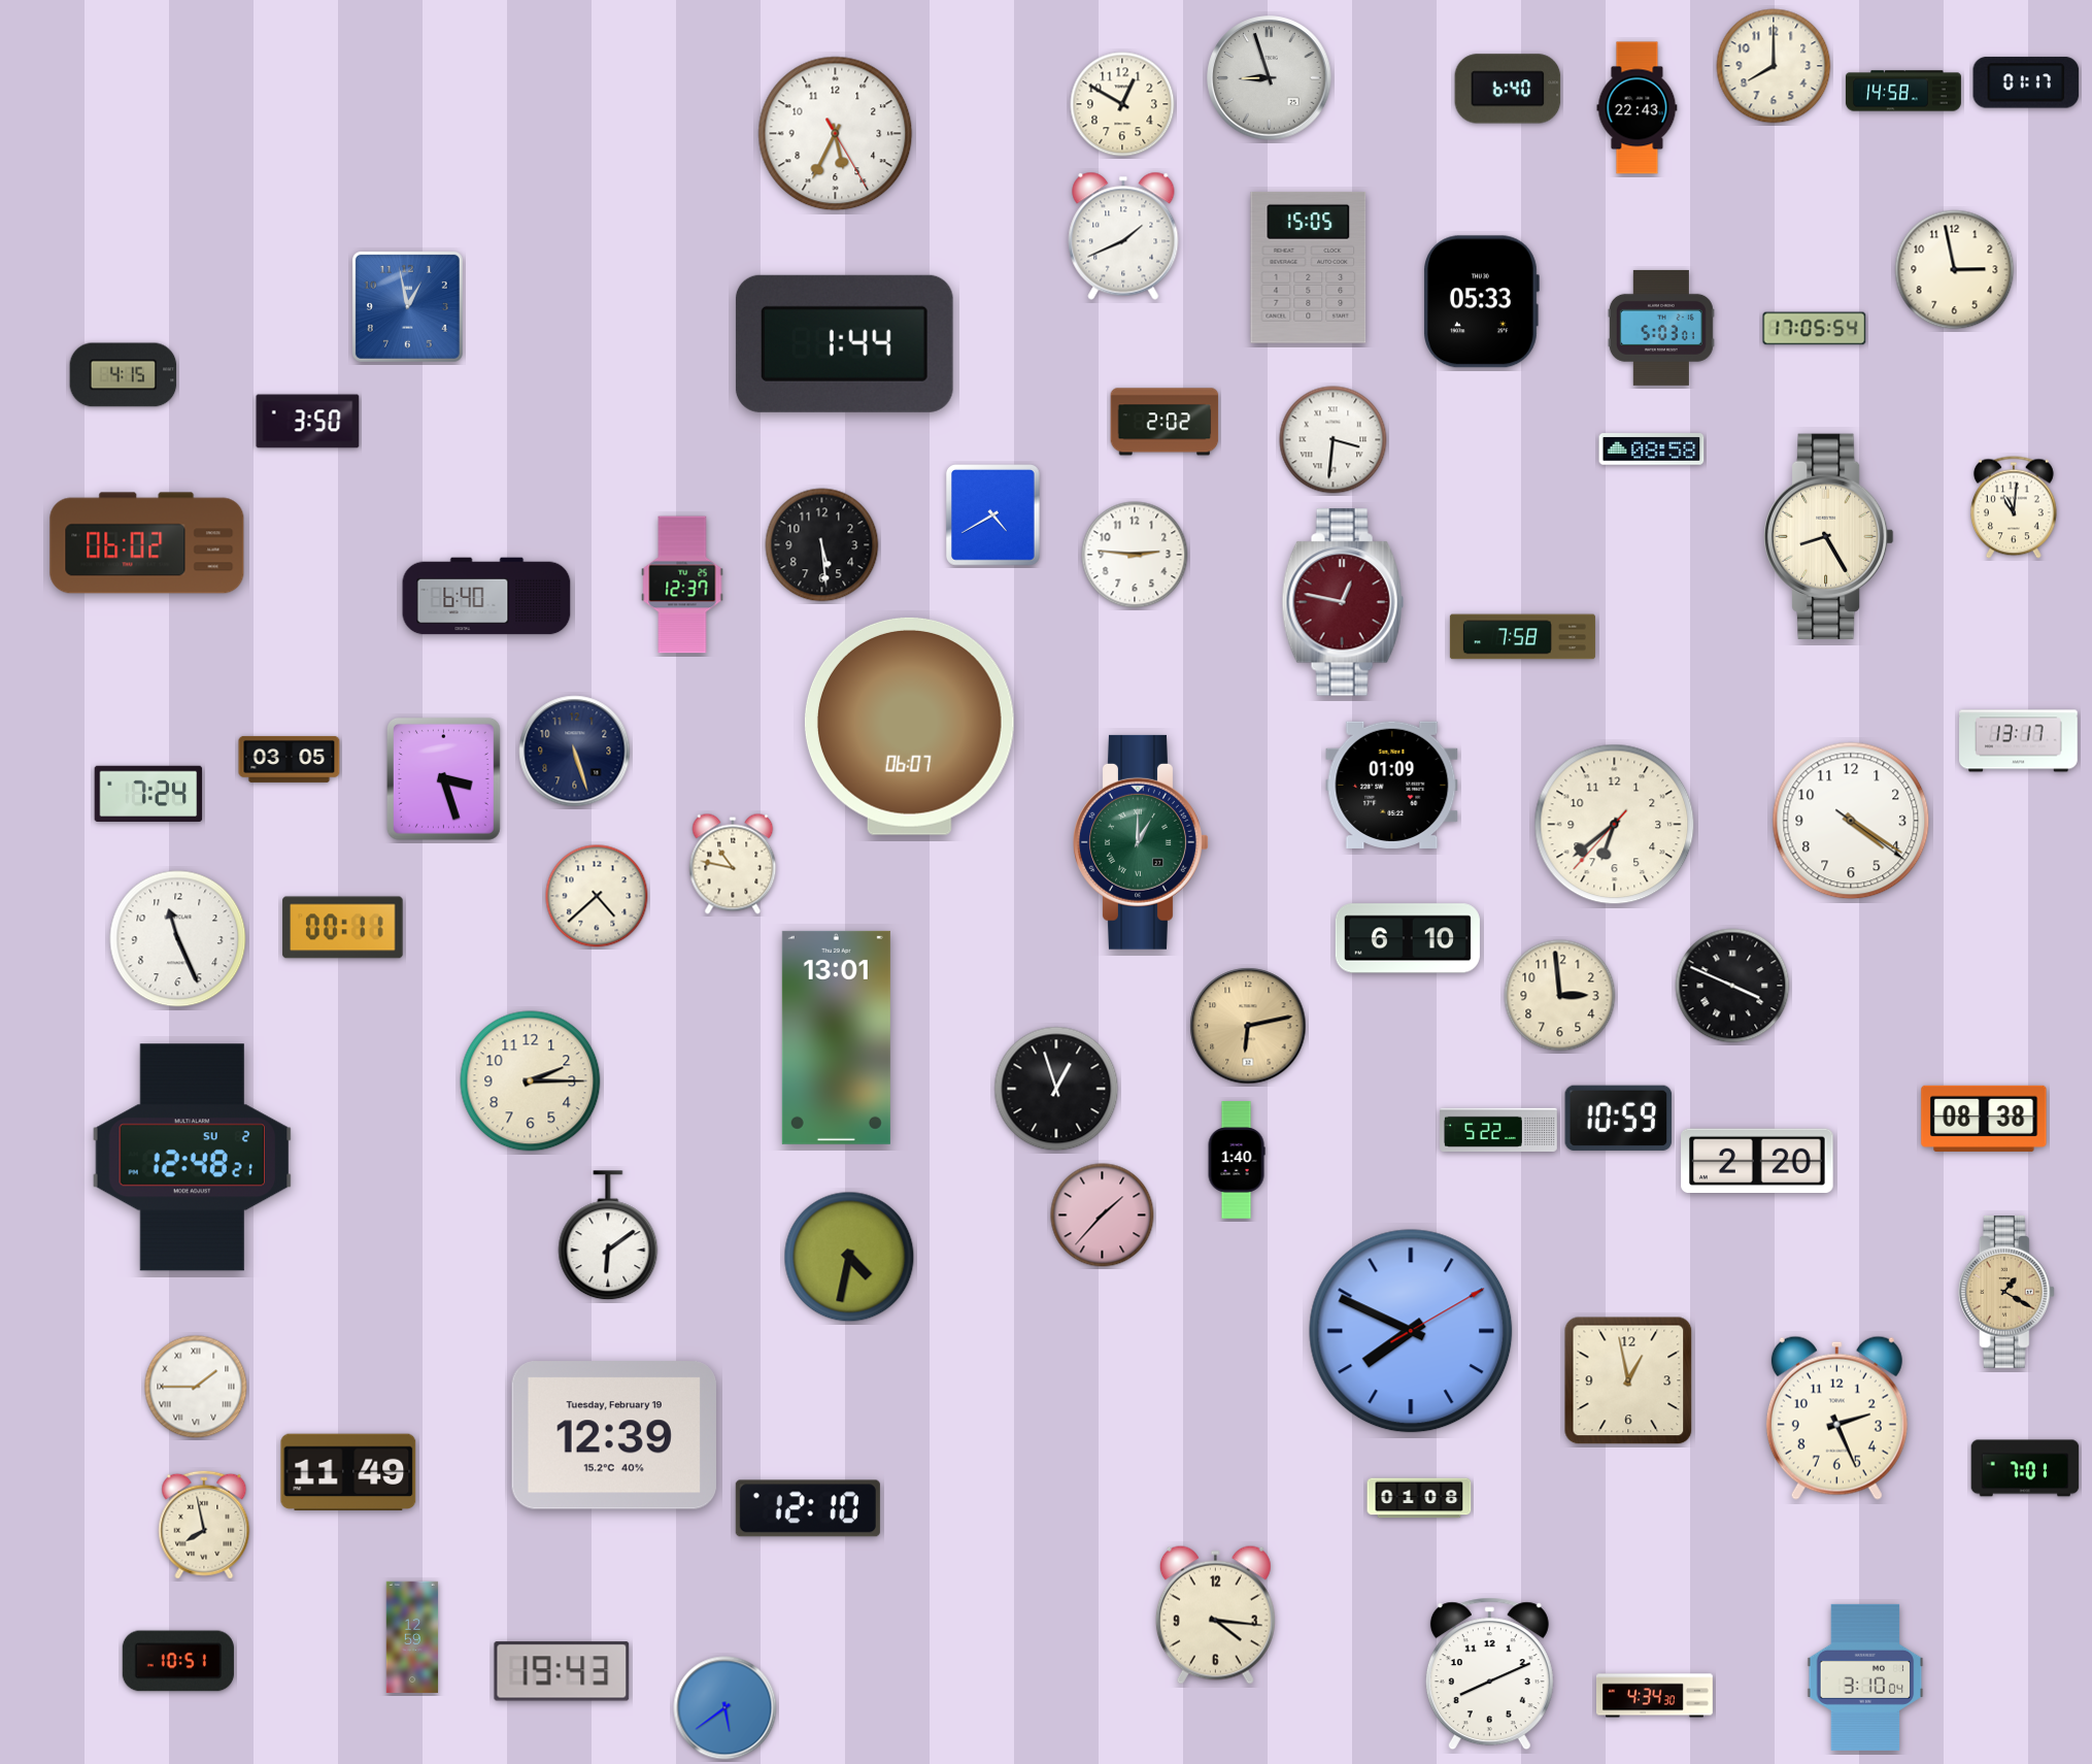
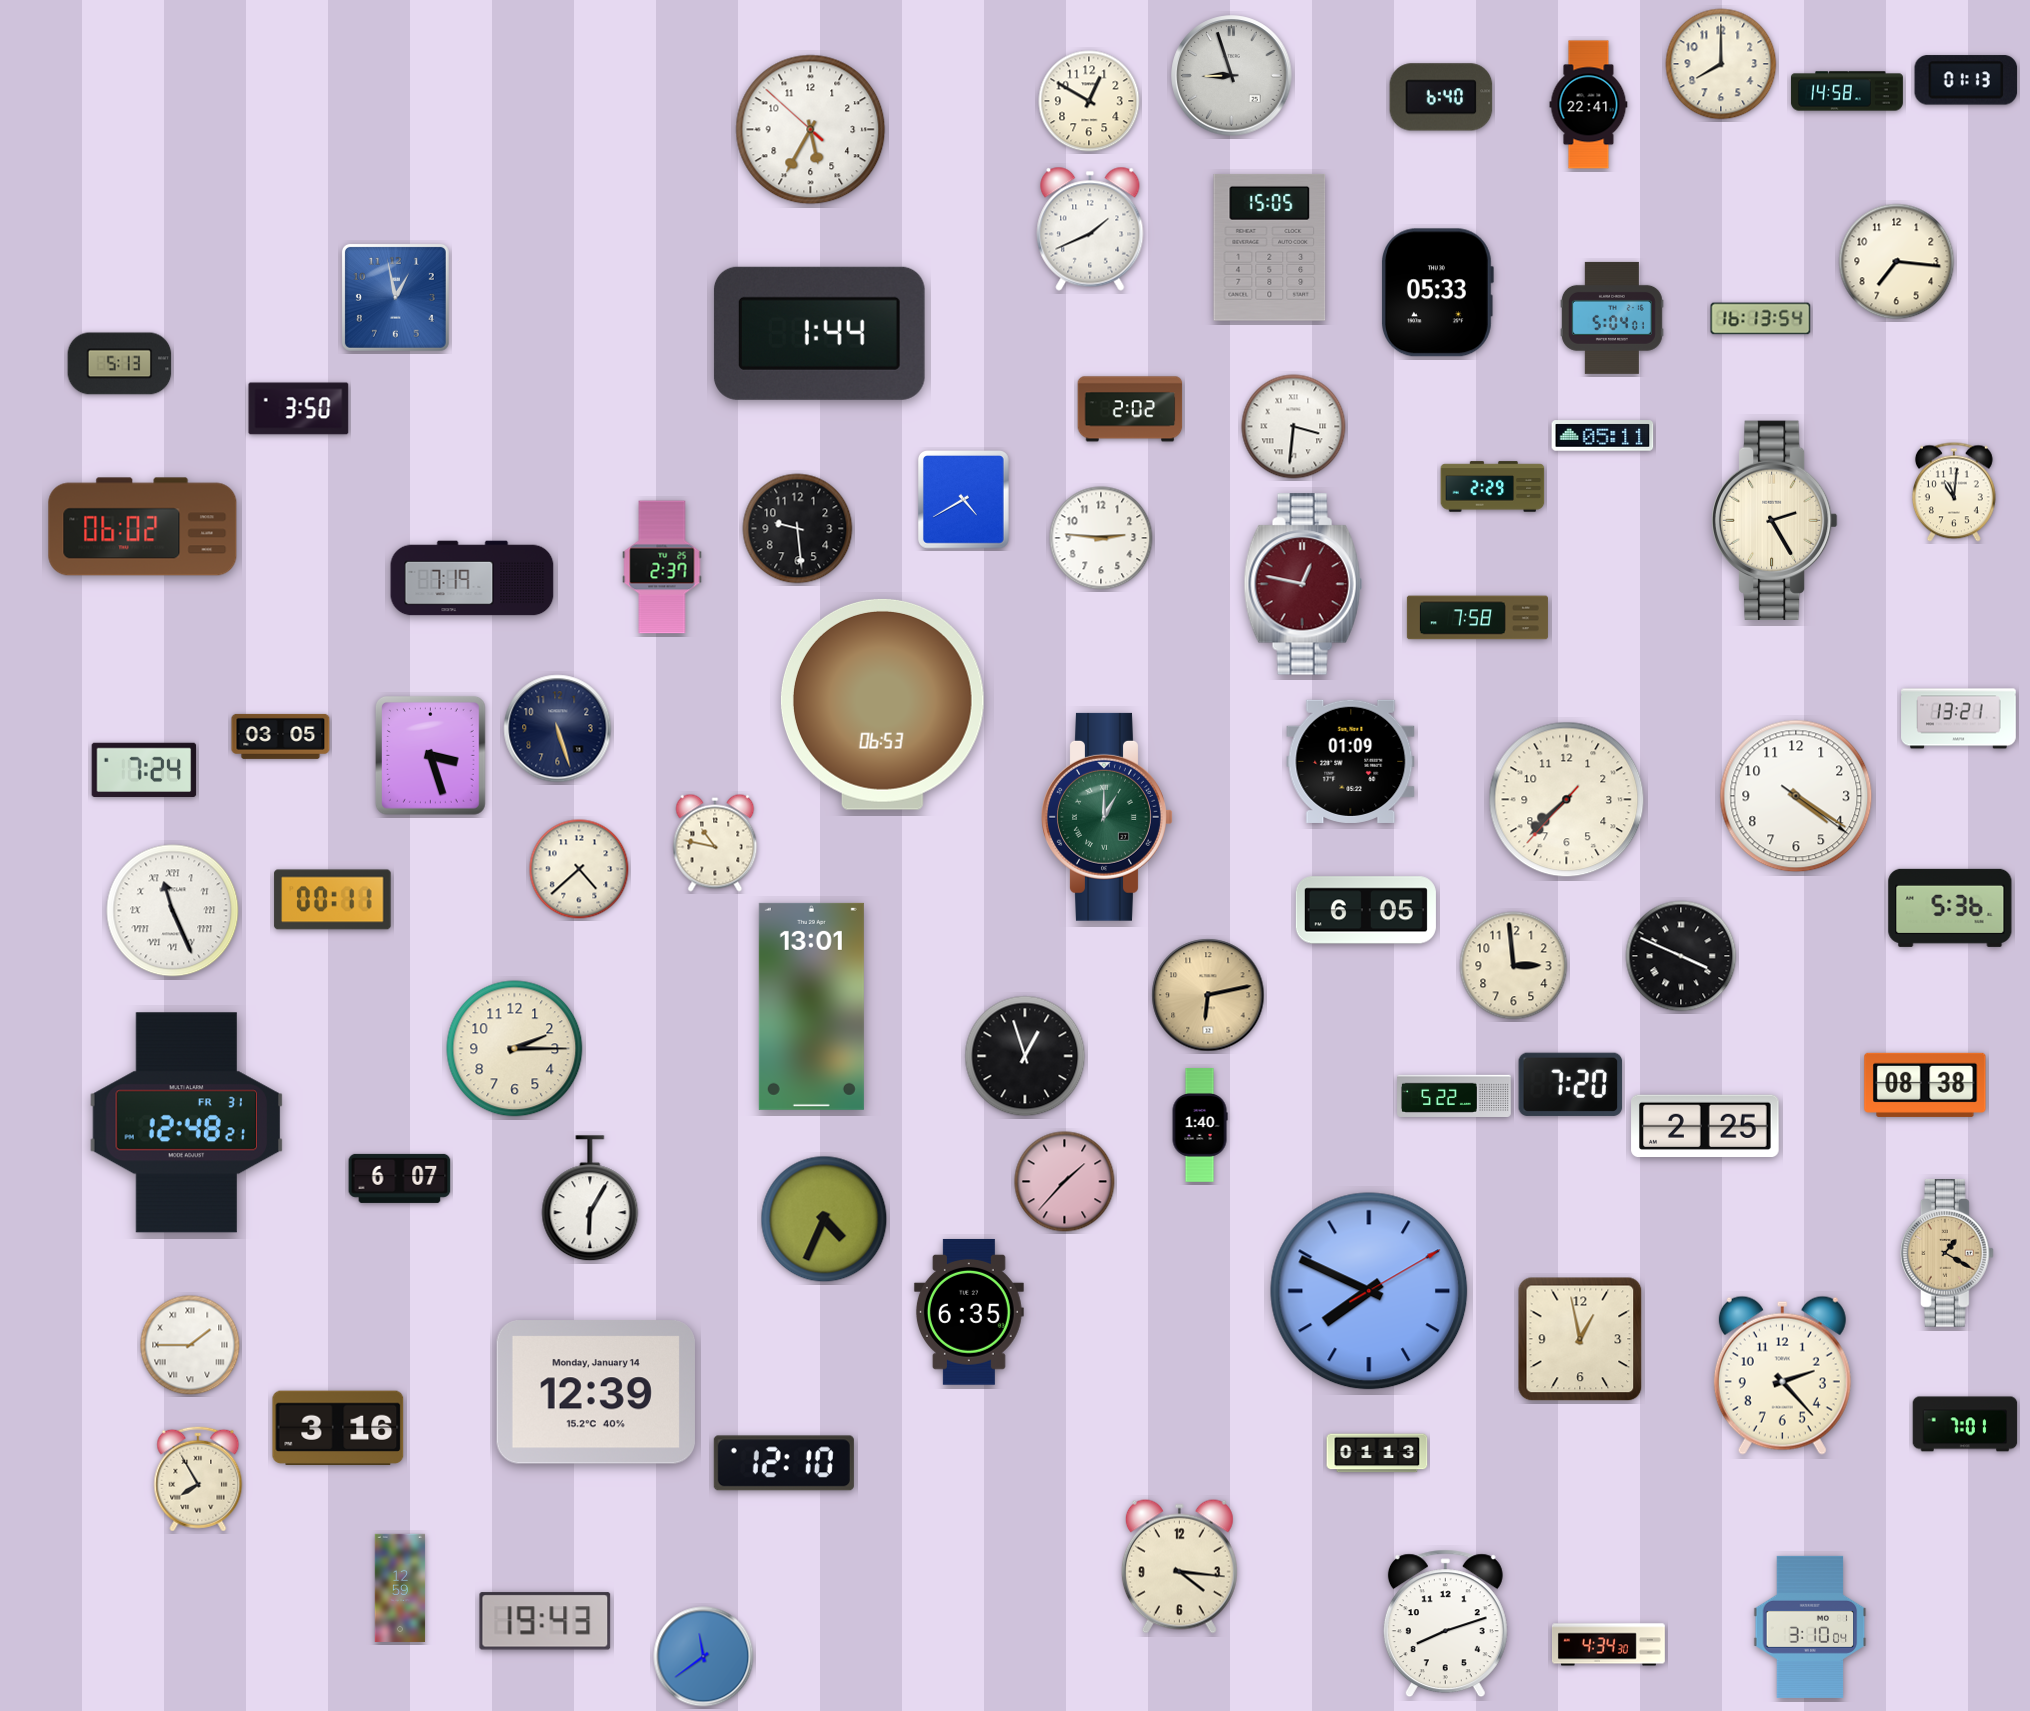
clock at (2026, 82): 01:17 -> 01:13
clock at (1508, 89) position: (1508, 89) -> (1441, 97)
clock at (1903, 91) position: (1903, 91) -> (1847, 91)
clock at (1638, 108): 22:43 -> 22:41
clock at (836, 134): 5:34:25 -> 5:34:52
clock at (1309, 267) position: (1309, 267) -> (1270, 247)
clock at (1955, 270): 2:58 -> 7:16
clock at (1661, 328): 5:03 -> 5:04
clock at (1815, 329): 17:05 -> 16:13
clock at (124, 375): 4:15 -> 5:13
clock at (1652, 450): 08:58 -> 05:11
clock at (1493, 487): none -> 2:29
clock at (1828, 536): 8:25 -> 2:25
clock at (822, 545): 5:29 -> 9:29
clock at (682, 585): 12:37 -> 2:37
clock at (486, 596): 6:40 -> 7:19
clock at (909, 726): 06:07 -> 06:53
clock at (2019, 741): 13:17 -> 13:21
clock at (1615, 825): 6:38 -> 7:37
clock at (733, 864) position: (733, 864) -> (715, 843)
clock at (1950, 908): none -> 5:36
clock at (1408, 938): 6:10 -> 6:05
clock at (178, 939) numerals: Arabic -> Roman
clock at (1248, 1026) position: (1248, 1026) -> (1208, 995)
clock at (1619, 1118): 10:59 -> 7:20
clock at (193, 1158) date: SU 2 -> FR 31
clock at (1757, 1161): 2:20 -> 2:25
clock at (400, 1178): none -> 6:07
clock at (1103, 1216) position: (1103, 1216) -> (1065, 1182)
clock at (608, 1236): 6:09 -> 6:05
clock at (849, 1257): 4:32 -> 4:34
clock at (969, 1312): none -> 6:35
clock at (1836, 1418): 2:26 -> 2:23
clock at (614, 1435) date: Tuesday, February 19 -> Monday, January 14
clock at (348, 1472): 11:49 -> 3:16
clock at (1419, 1498): 01:08 -> 01:13
clock at (204, 1525): 7:58 -> 7:55
clock at (178, 1661): 10:51 -> none
clock at (1489, 1674): 8:11 -> 8:12
clock at (1655, 1696) position: (1655, 1696) -> (1609, 1645)
clock at (726, 1708): 5:39 -> 11:39
